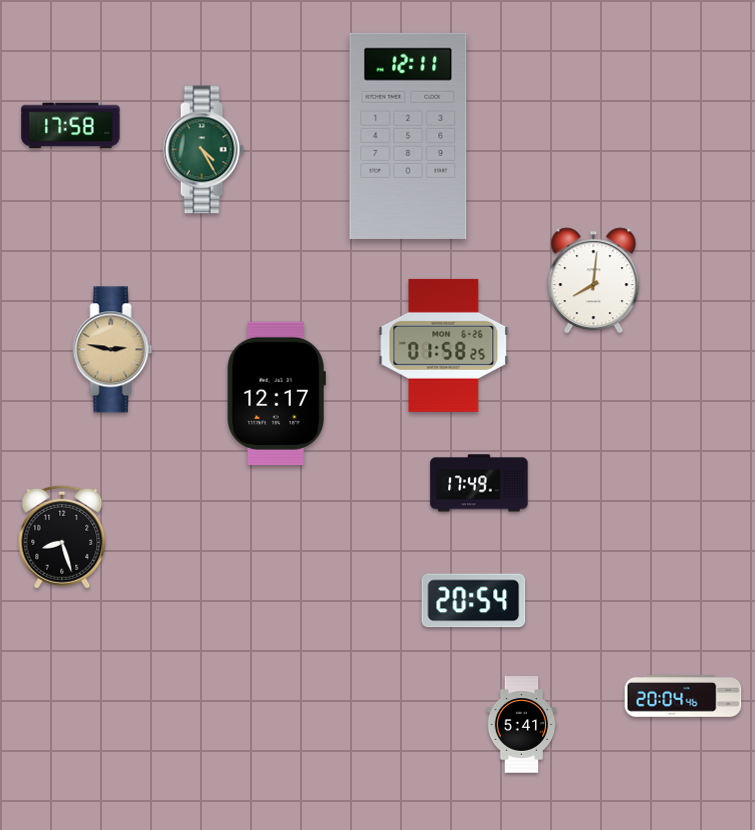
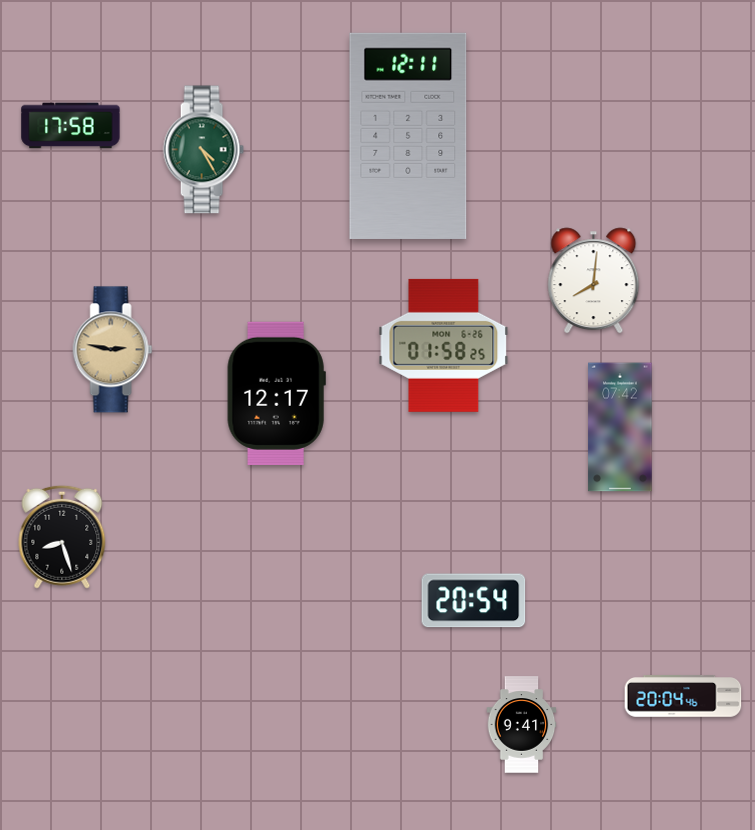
clock at (620, 427): none -> 07:42
clock at (479, 483): 17:49 -> none
clock at (522, 725): 5:41 -> 9:41
